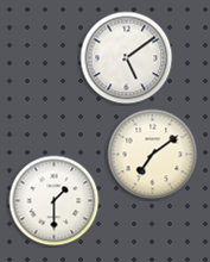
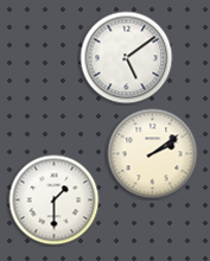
clock at (153, 155): 7:09 -> 2:09
